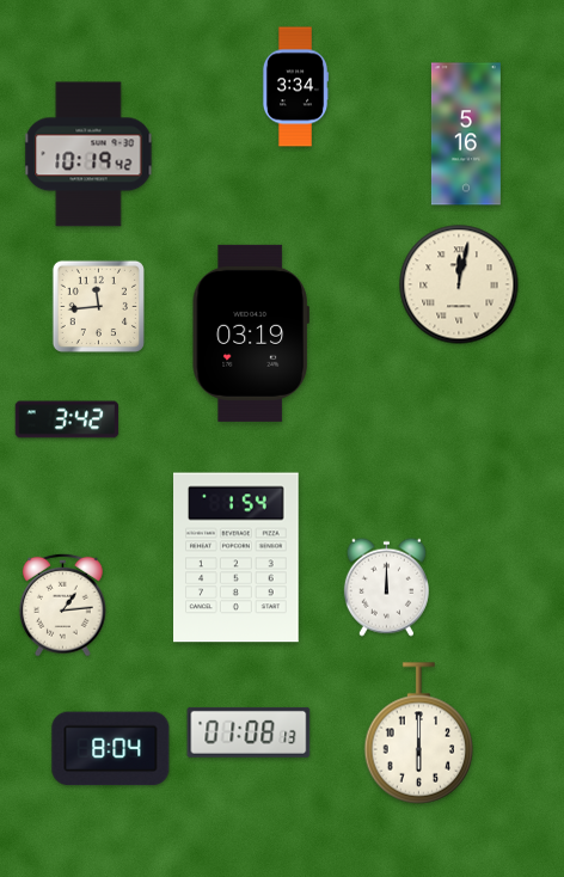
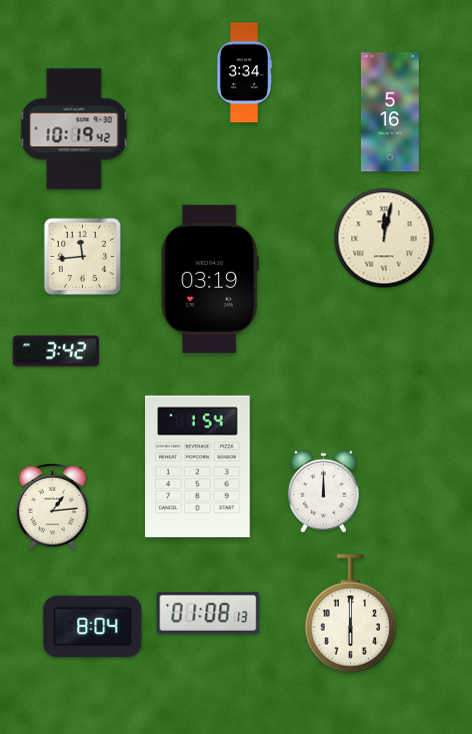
clock at (295, 87) position: (295, 87) -> (244, 73)
